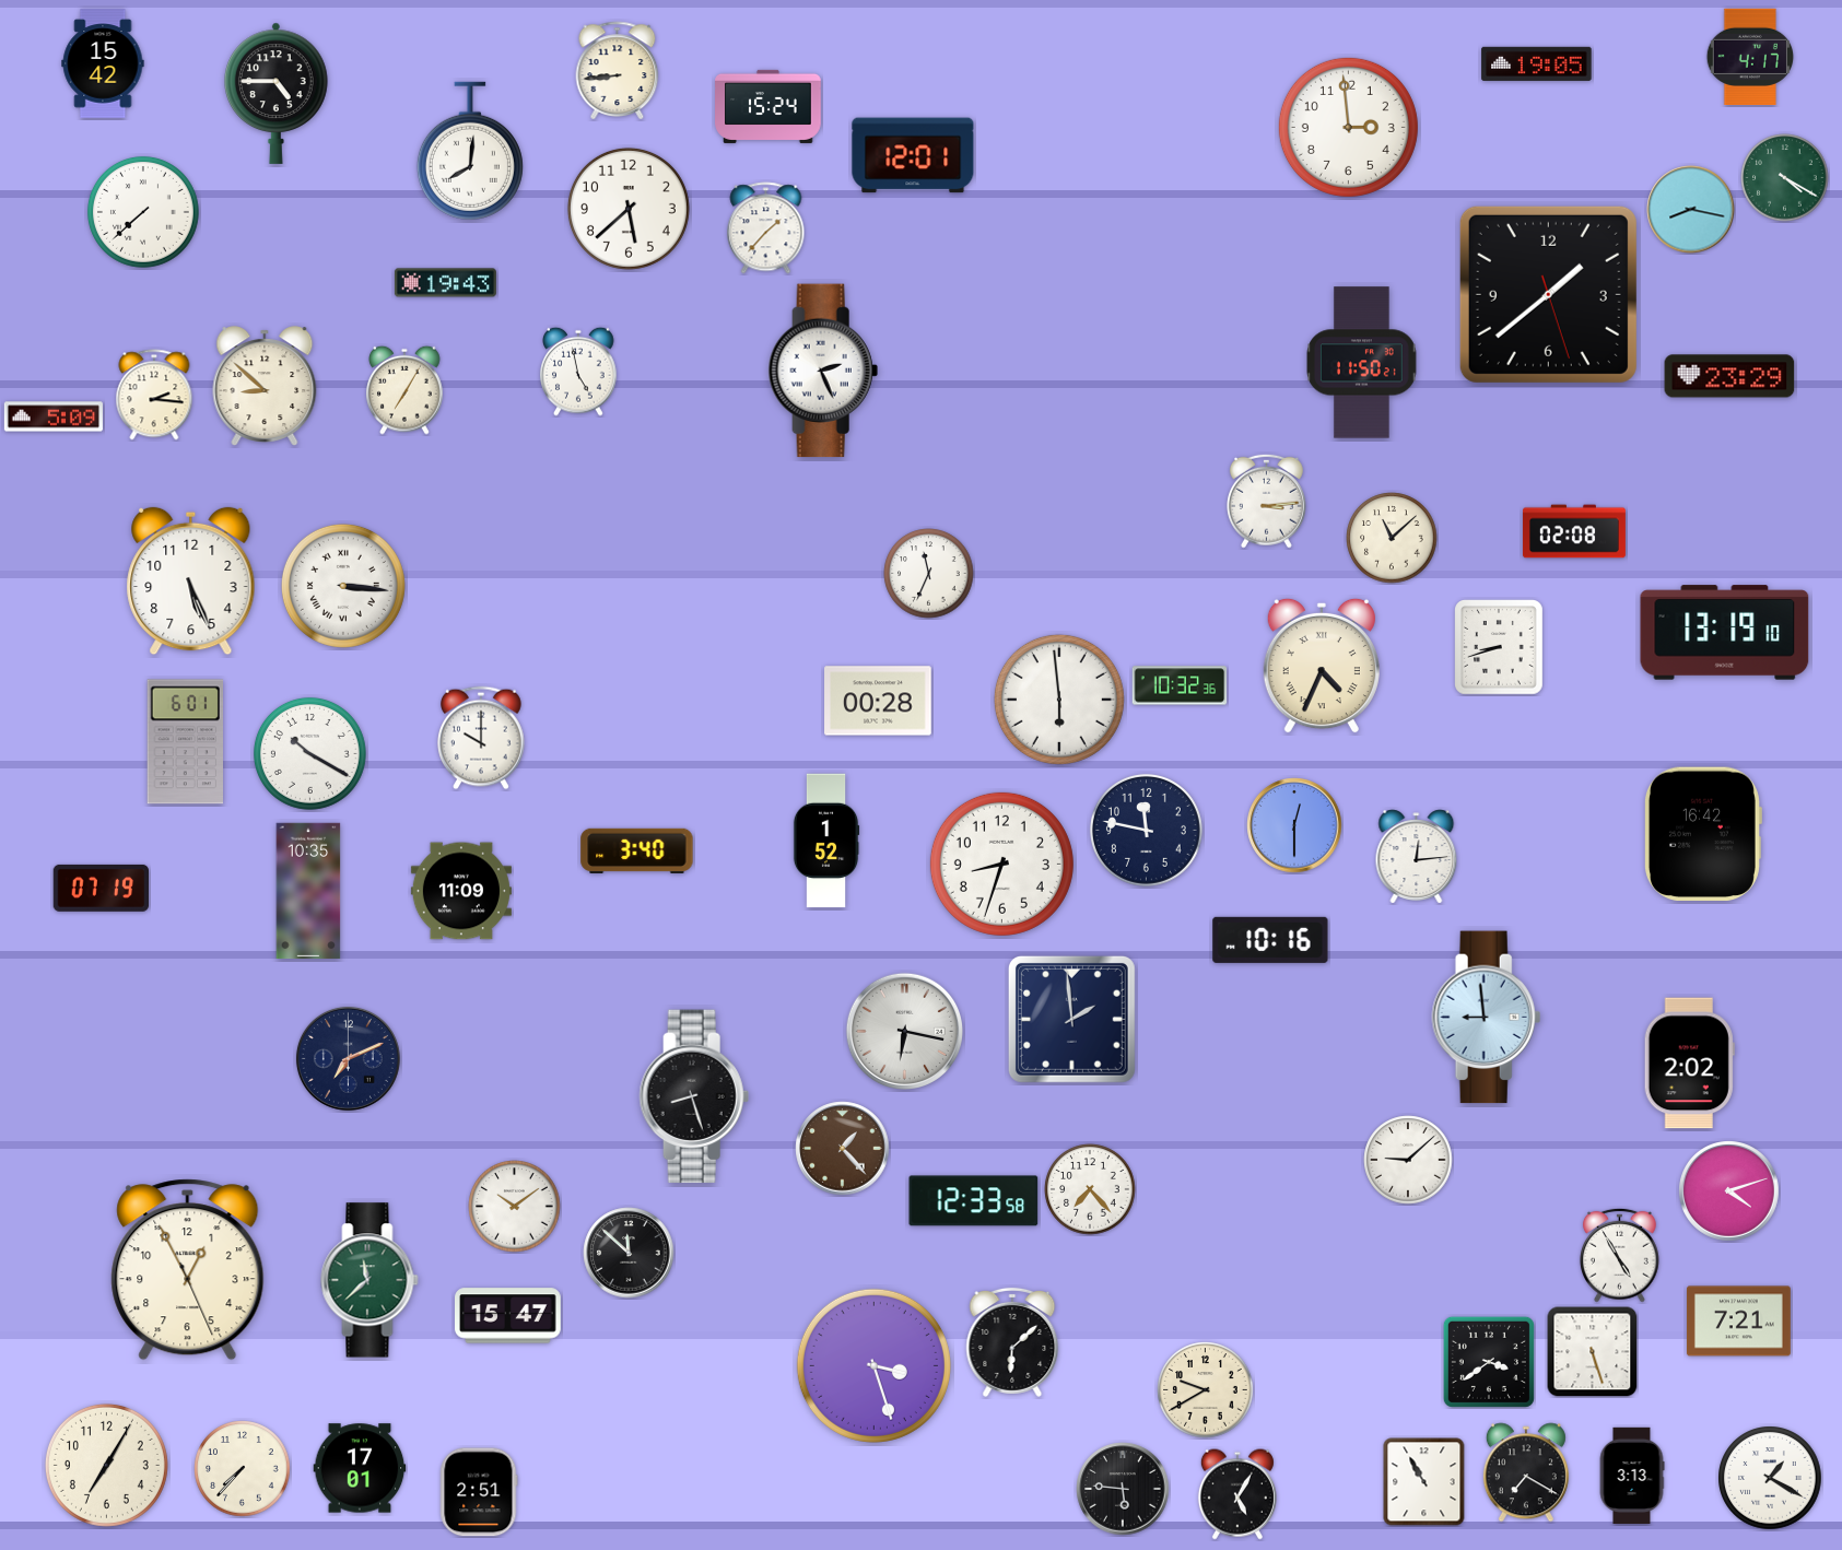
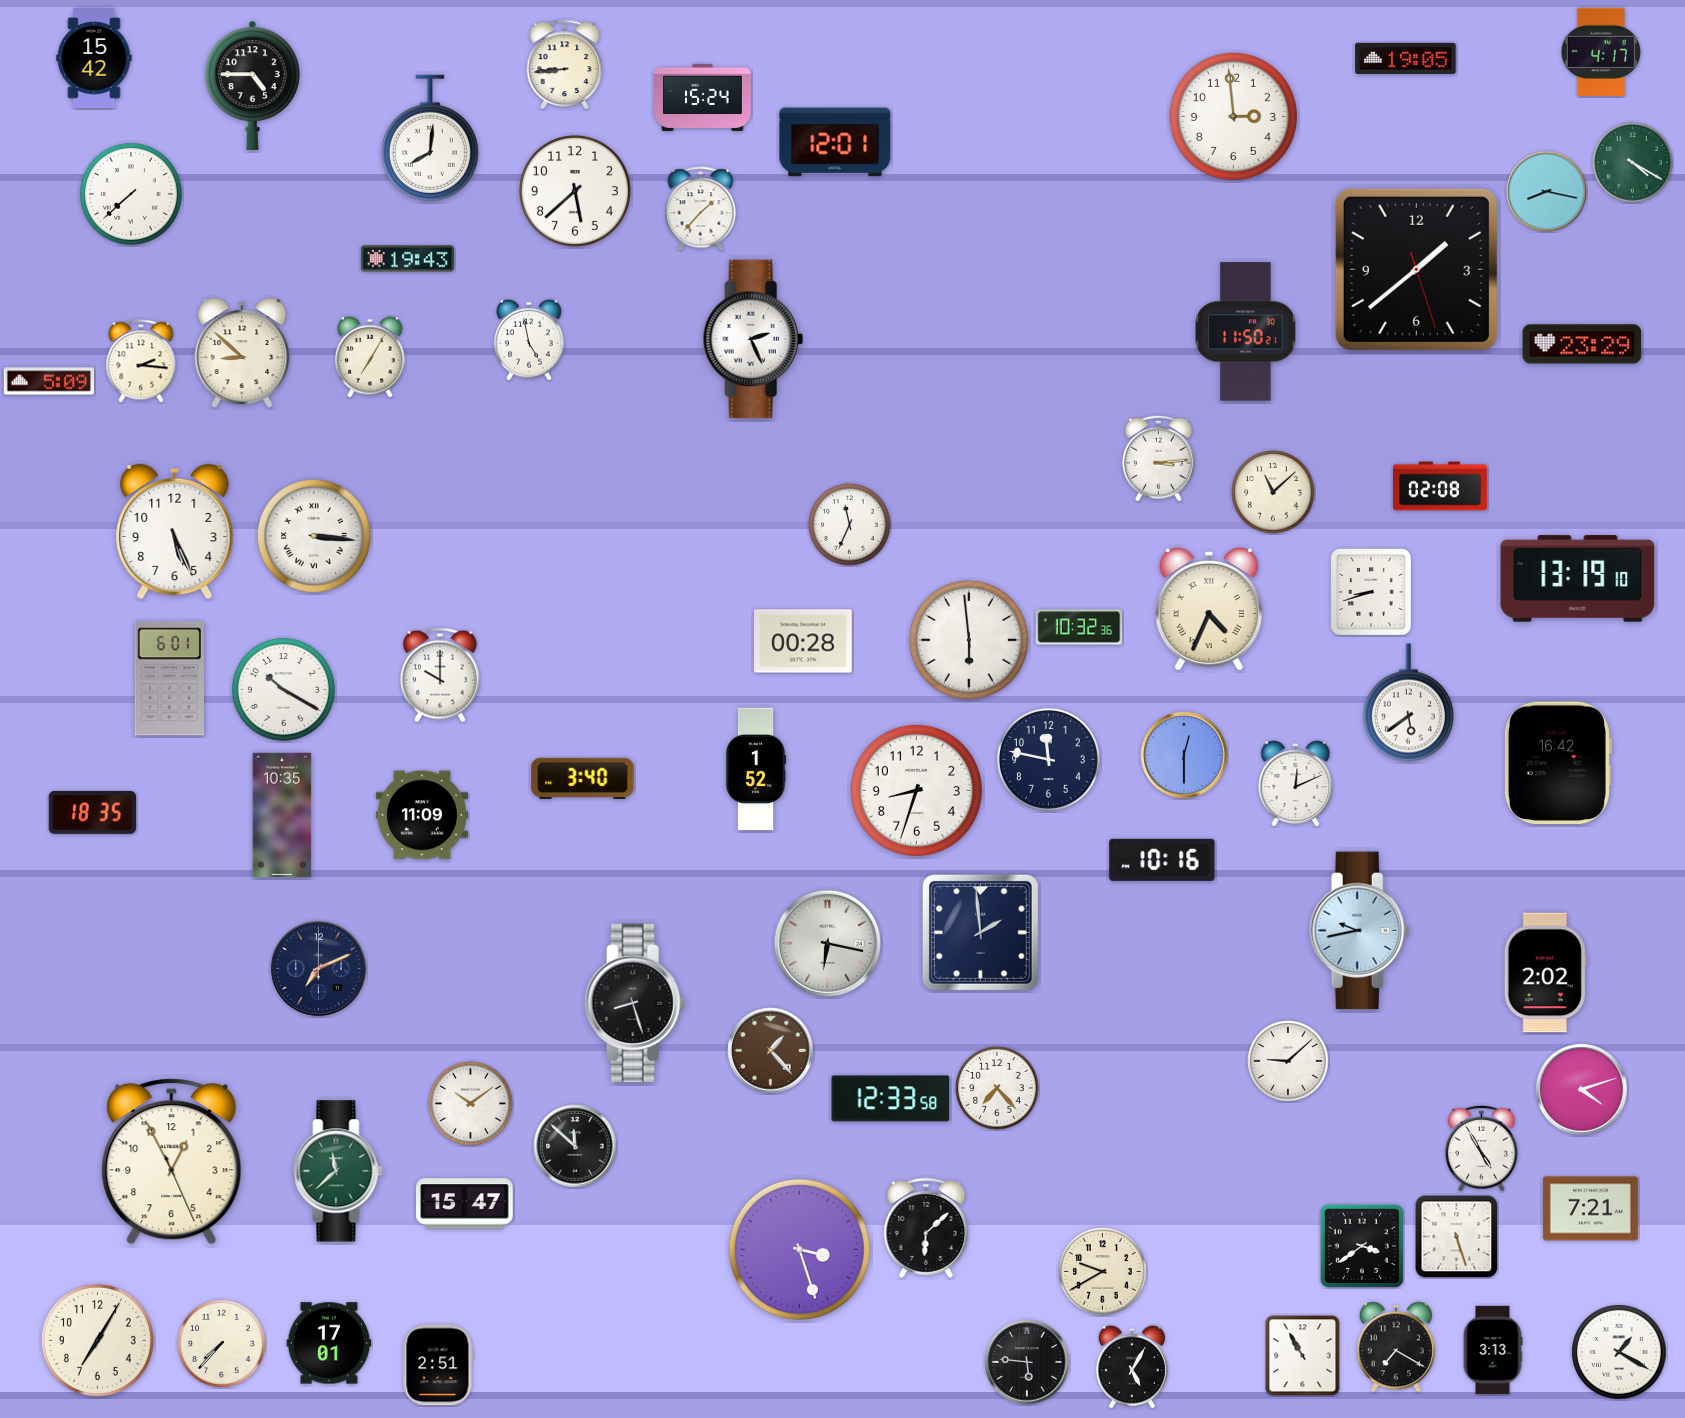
clock at (1408, 703): none -> 5:39
clock at (1417, 857): 12:14 -> 12:11
clock at (102, 888): 07:19 -> 18:35
clock at (1487, 1018): 8:59 -> 9:43
